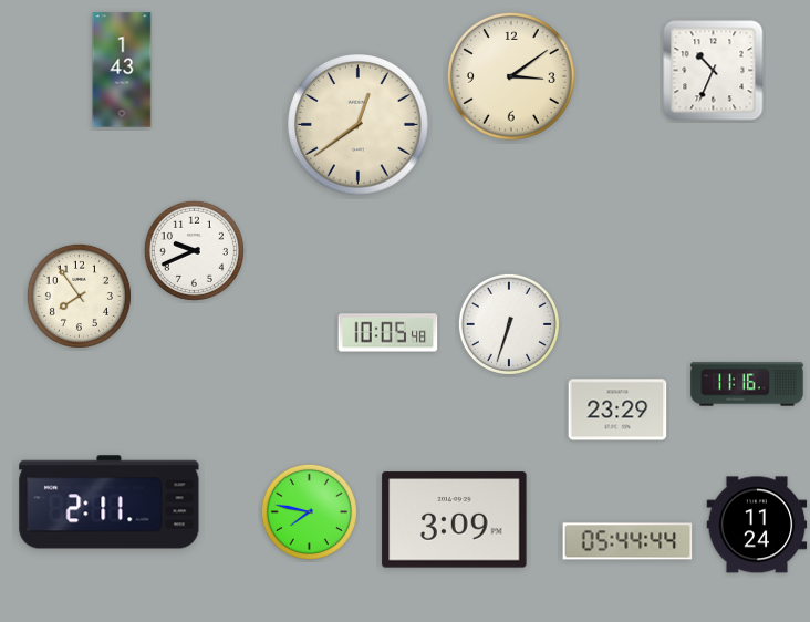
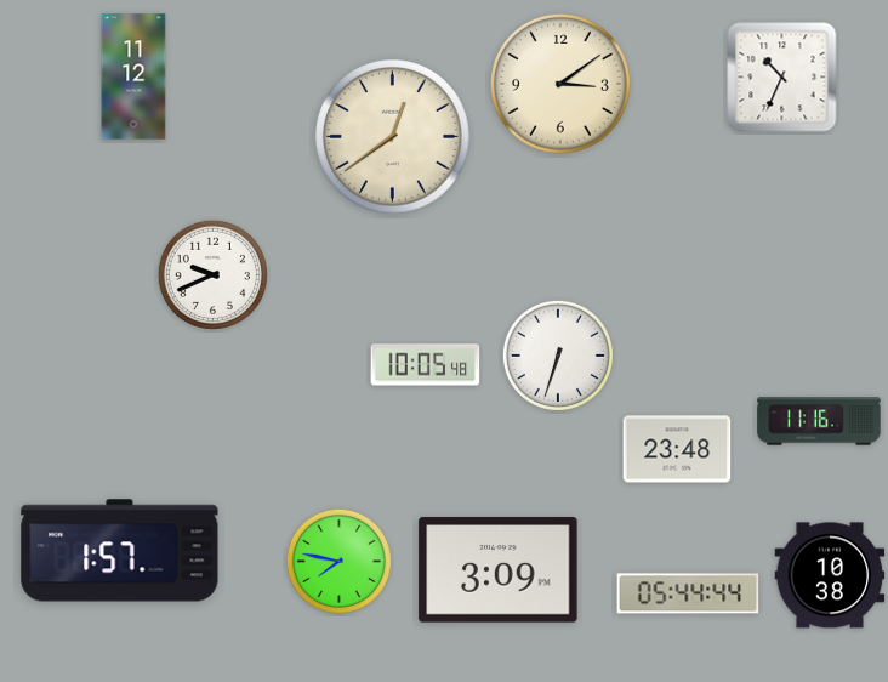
clock at (122, 70): 1:43 -> 11:12
clock at (79, 296): 7:54 -> none
clock at (617, 410): 23:29 -> 23:48
clock at (110, 502): 2:11 -> 1:57
clock at (757, 525): 11:24 -> 10:38
